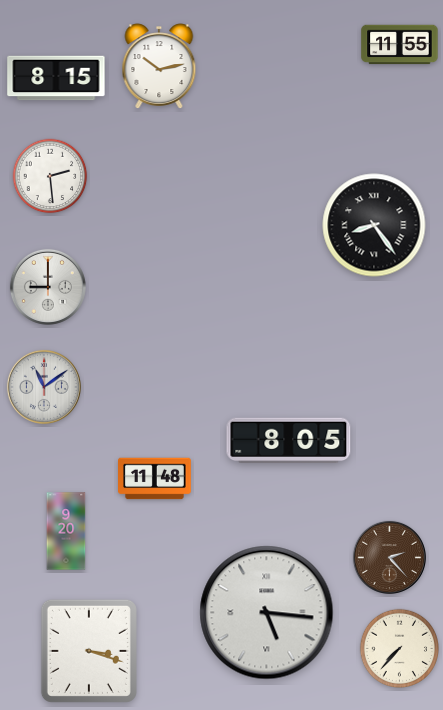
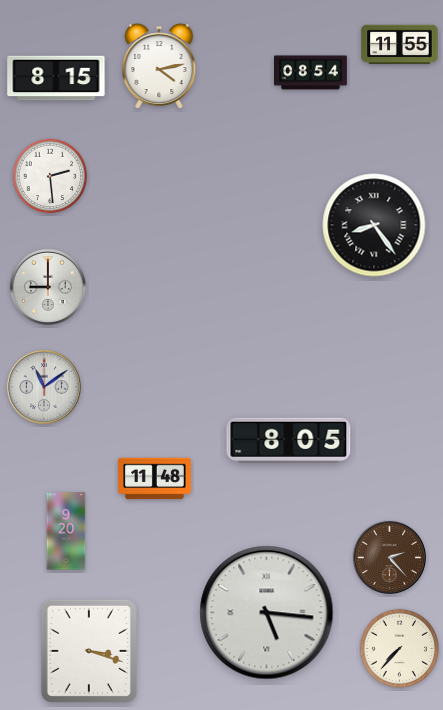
clock at (159, 66): 10:13 -> 4:13
clock at (311, 73): none -> 08:54
